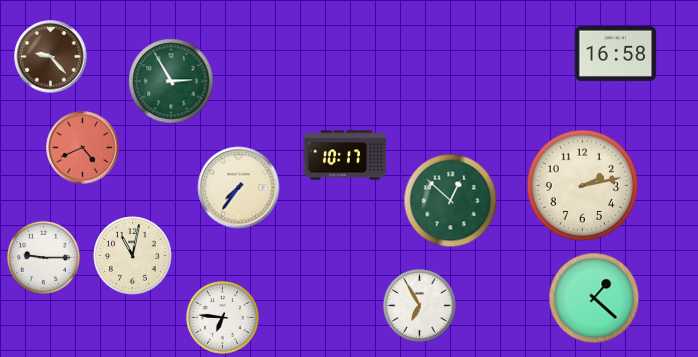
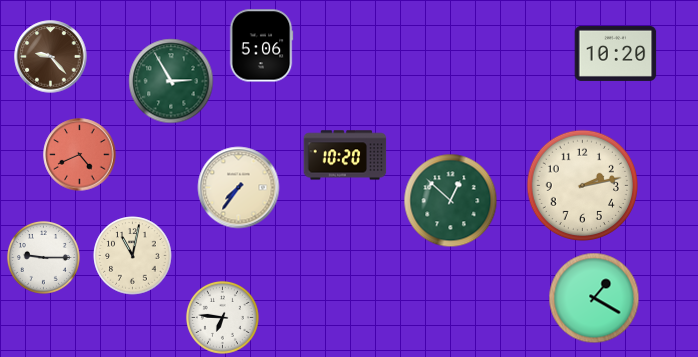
clock at (261, 46): none -> 5:06
clock at (616, 53): 16:58 -> 10:20
clock at (83, 148) position: (83, 148) -> (80, 155)
clock at (345, 155): 10:17 -> 10:20
clock at (594, 298): 1:22 -> 1:20
clock at (419, 305): 6:55 -> none
